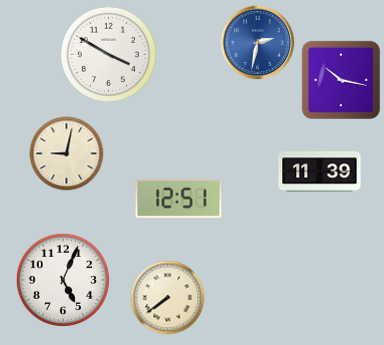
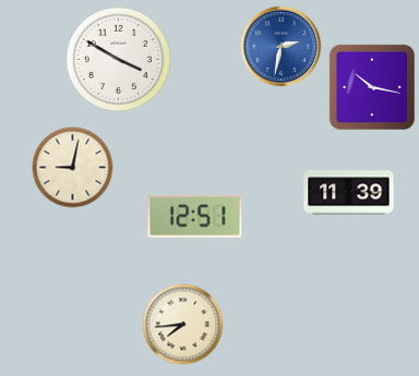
clock at (320, 172) position: (320, 172) -> (349, 193)
clock at (62, 279): 5:04 -> none
clock at (168, 298): 7:39 -> 7:44
